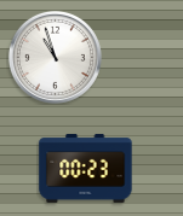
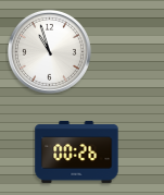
clock at (86, 168): 00:23 -> 00:26
